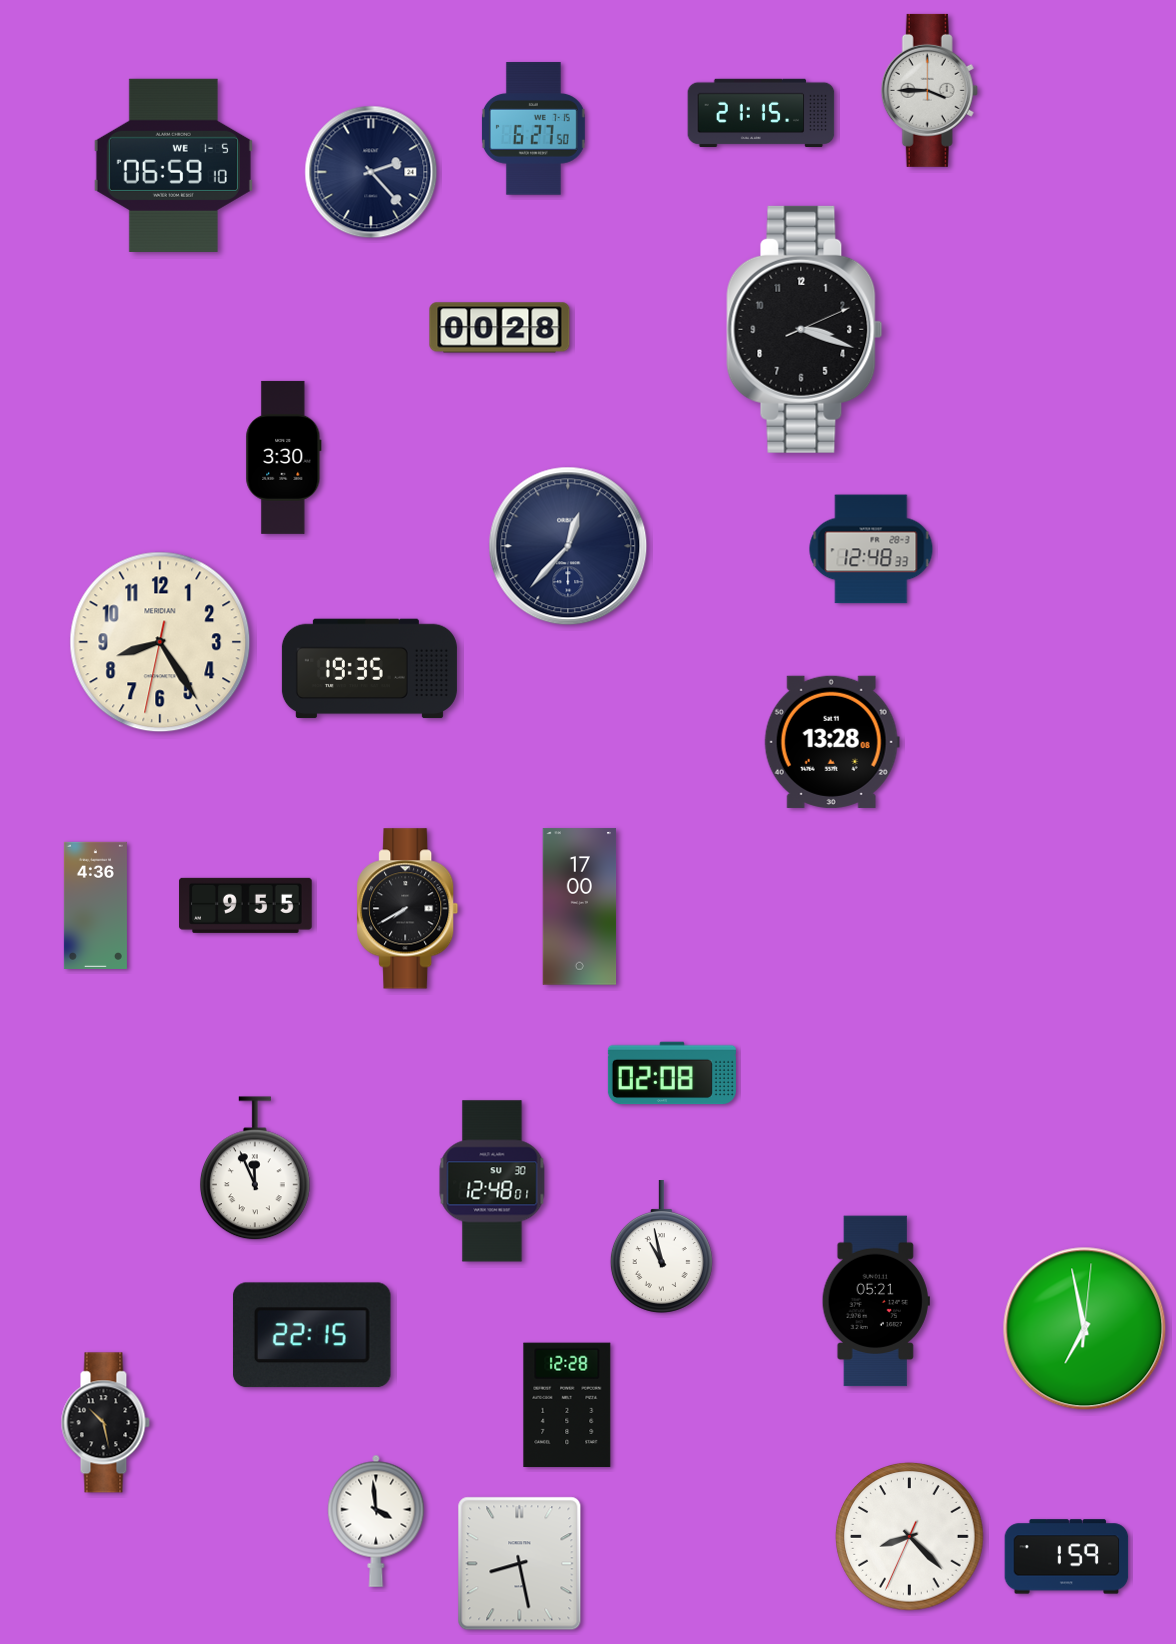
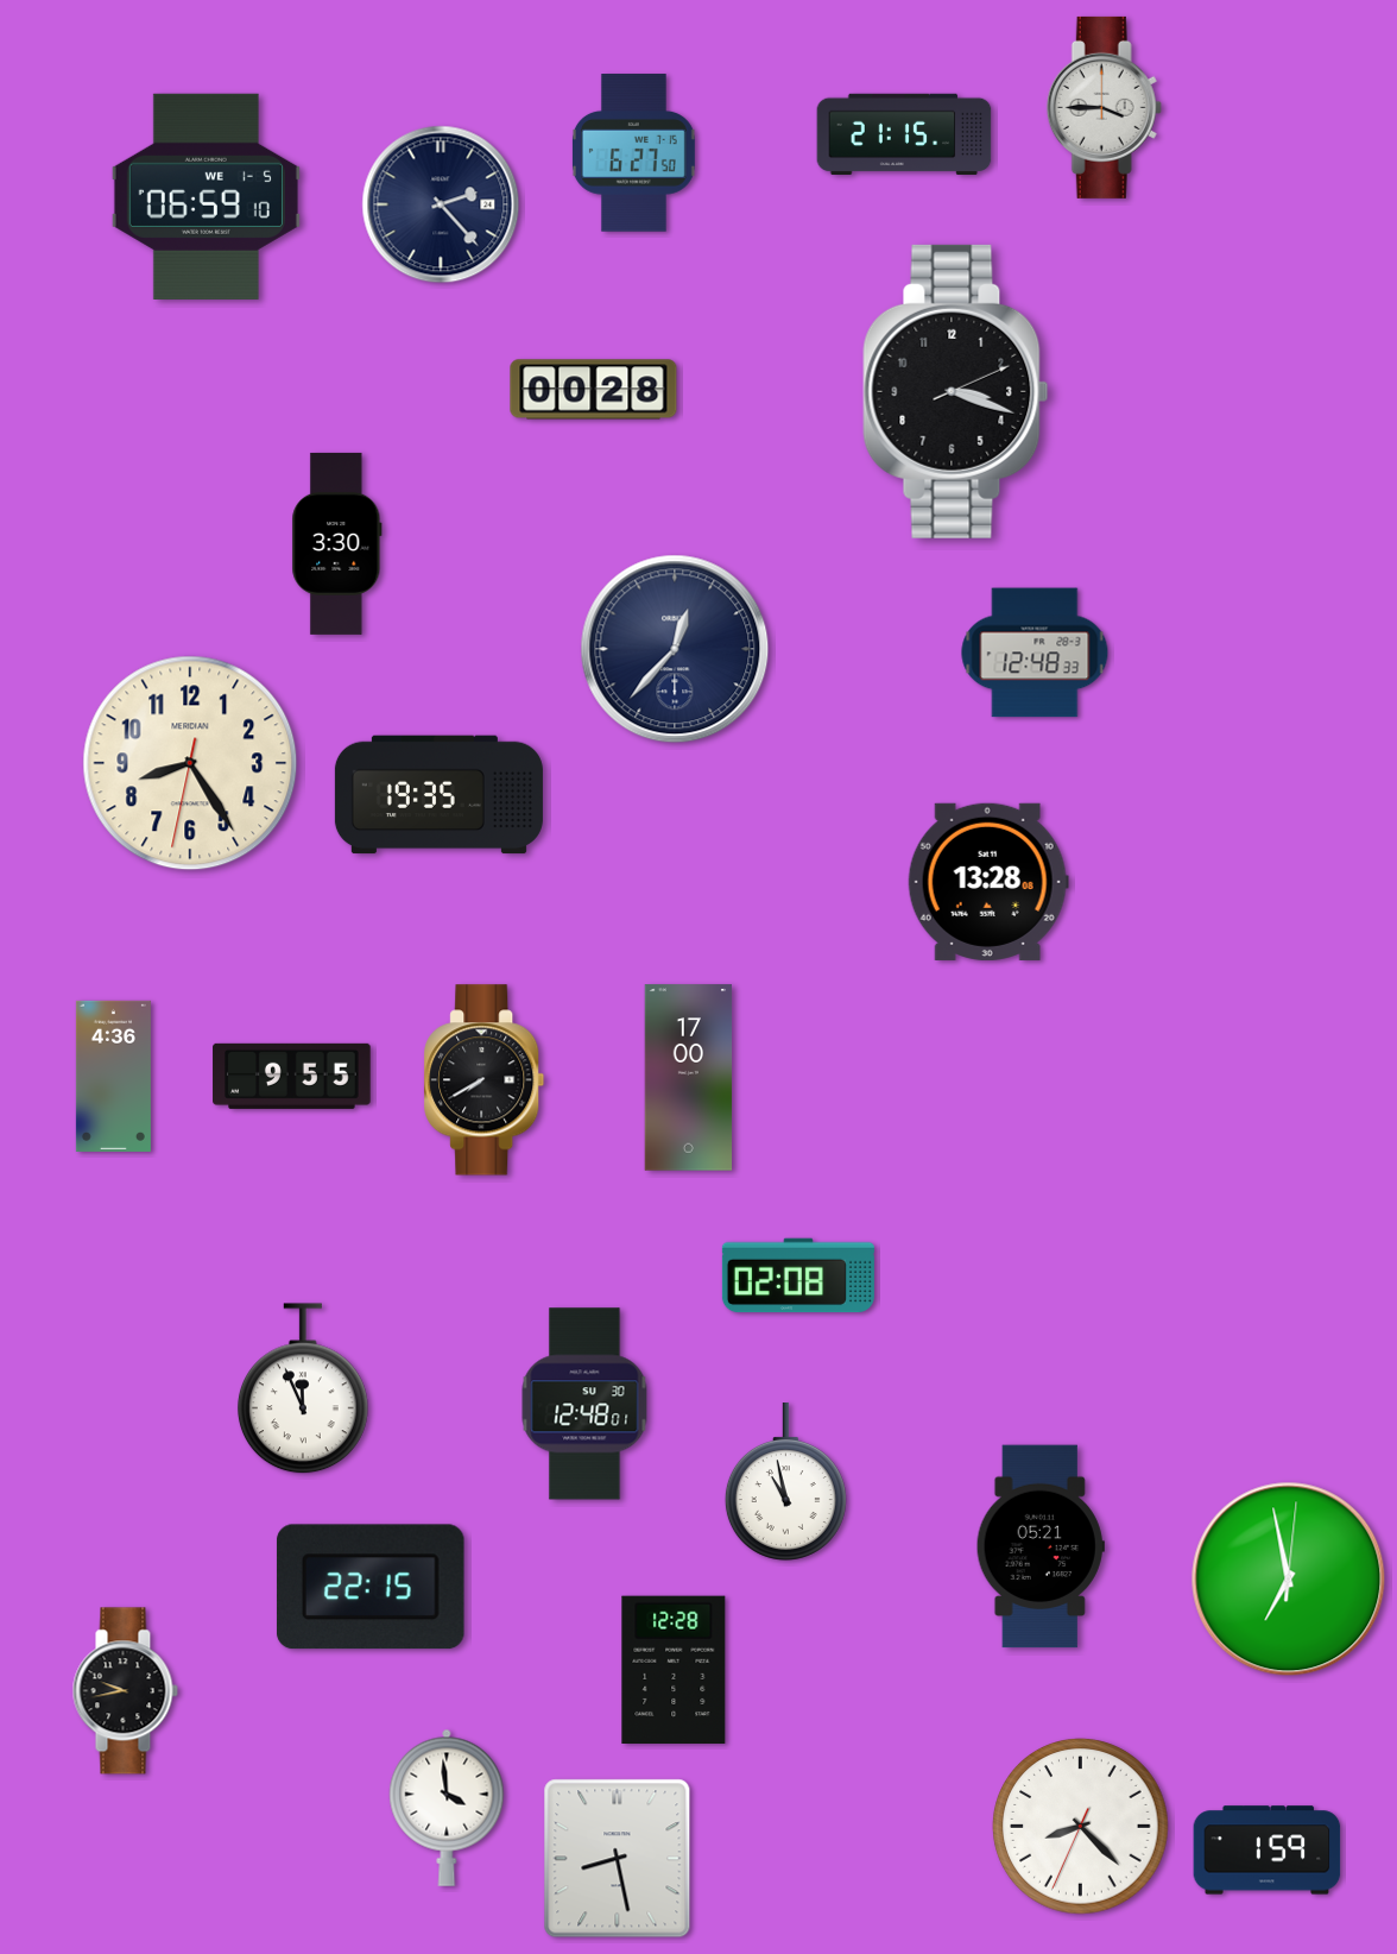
clock at (105, 1423): 10:28 -> 9:43
